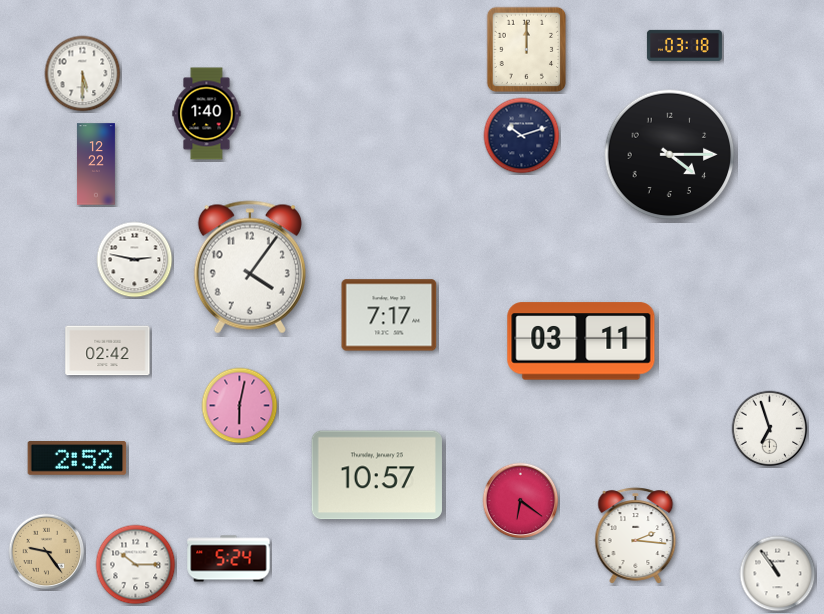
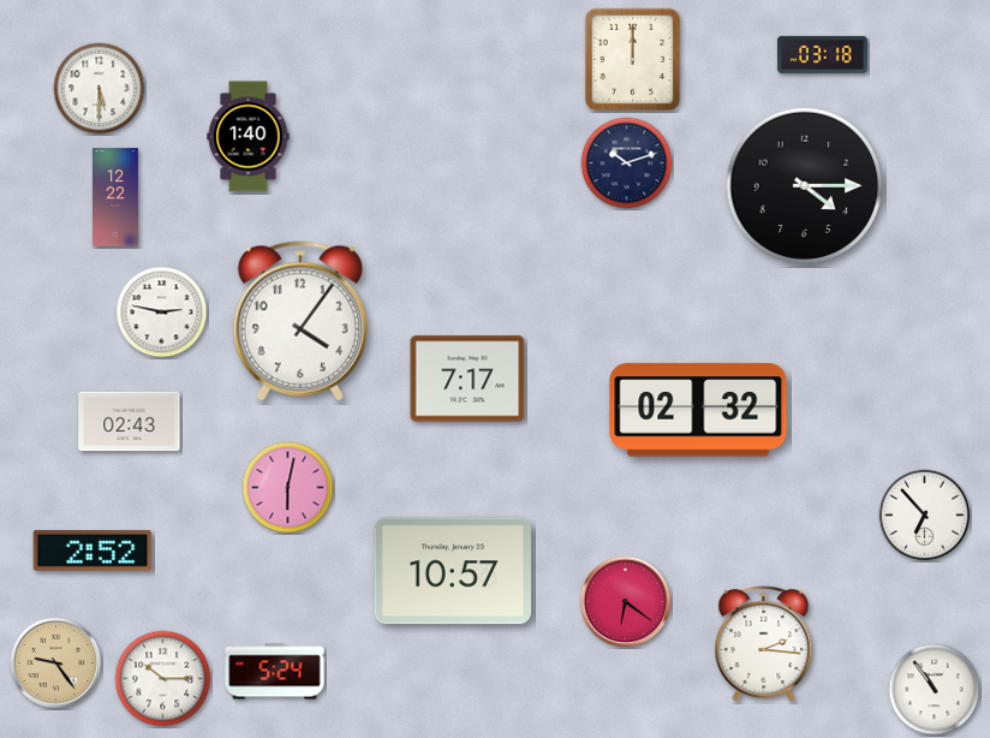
clock at (581, 341): 03:11 -> 02:32
clock at (108, 351): 02:42 -> 02:43
clock at (770, 429): 6:57 -> 6:53
